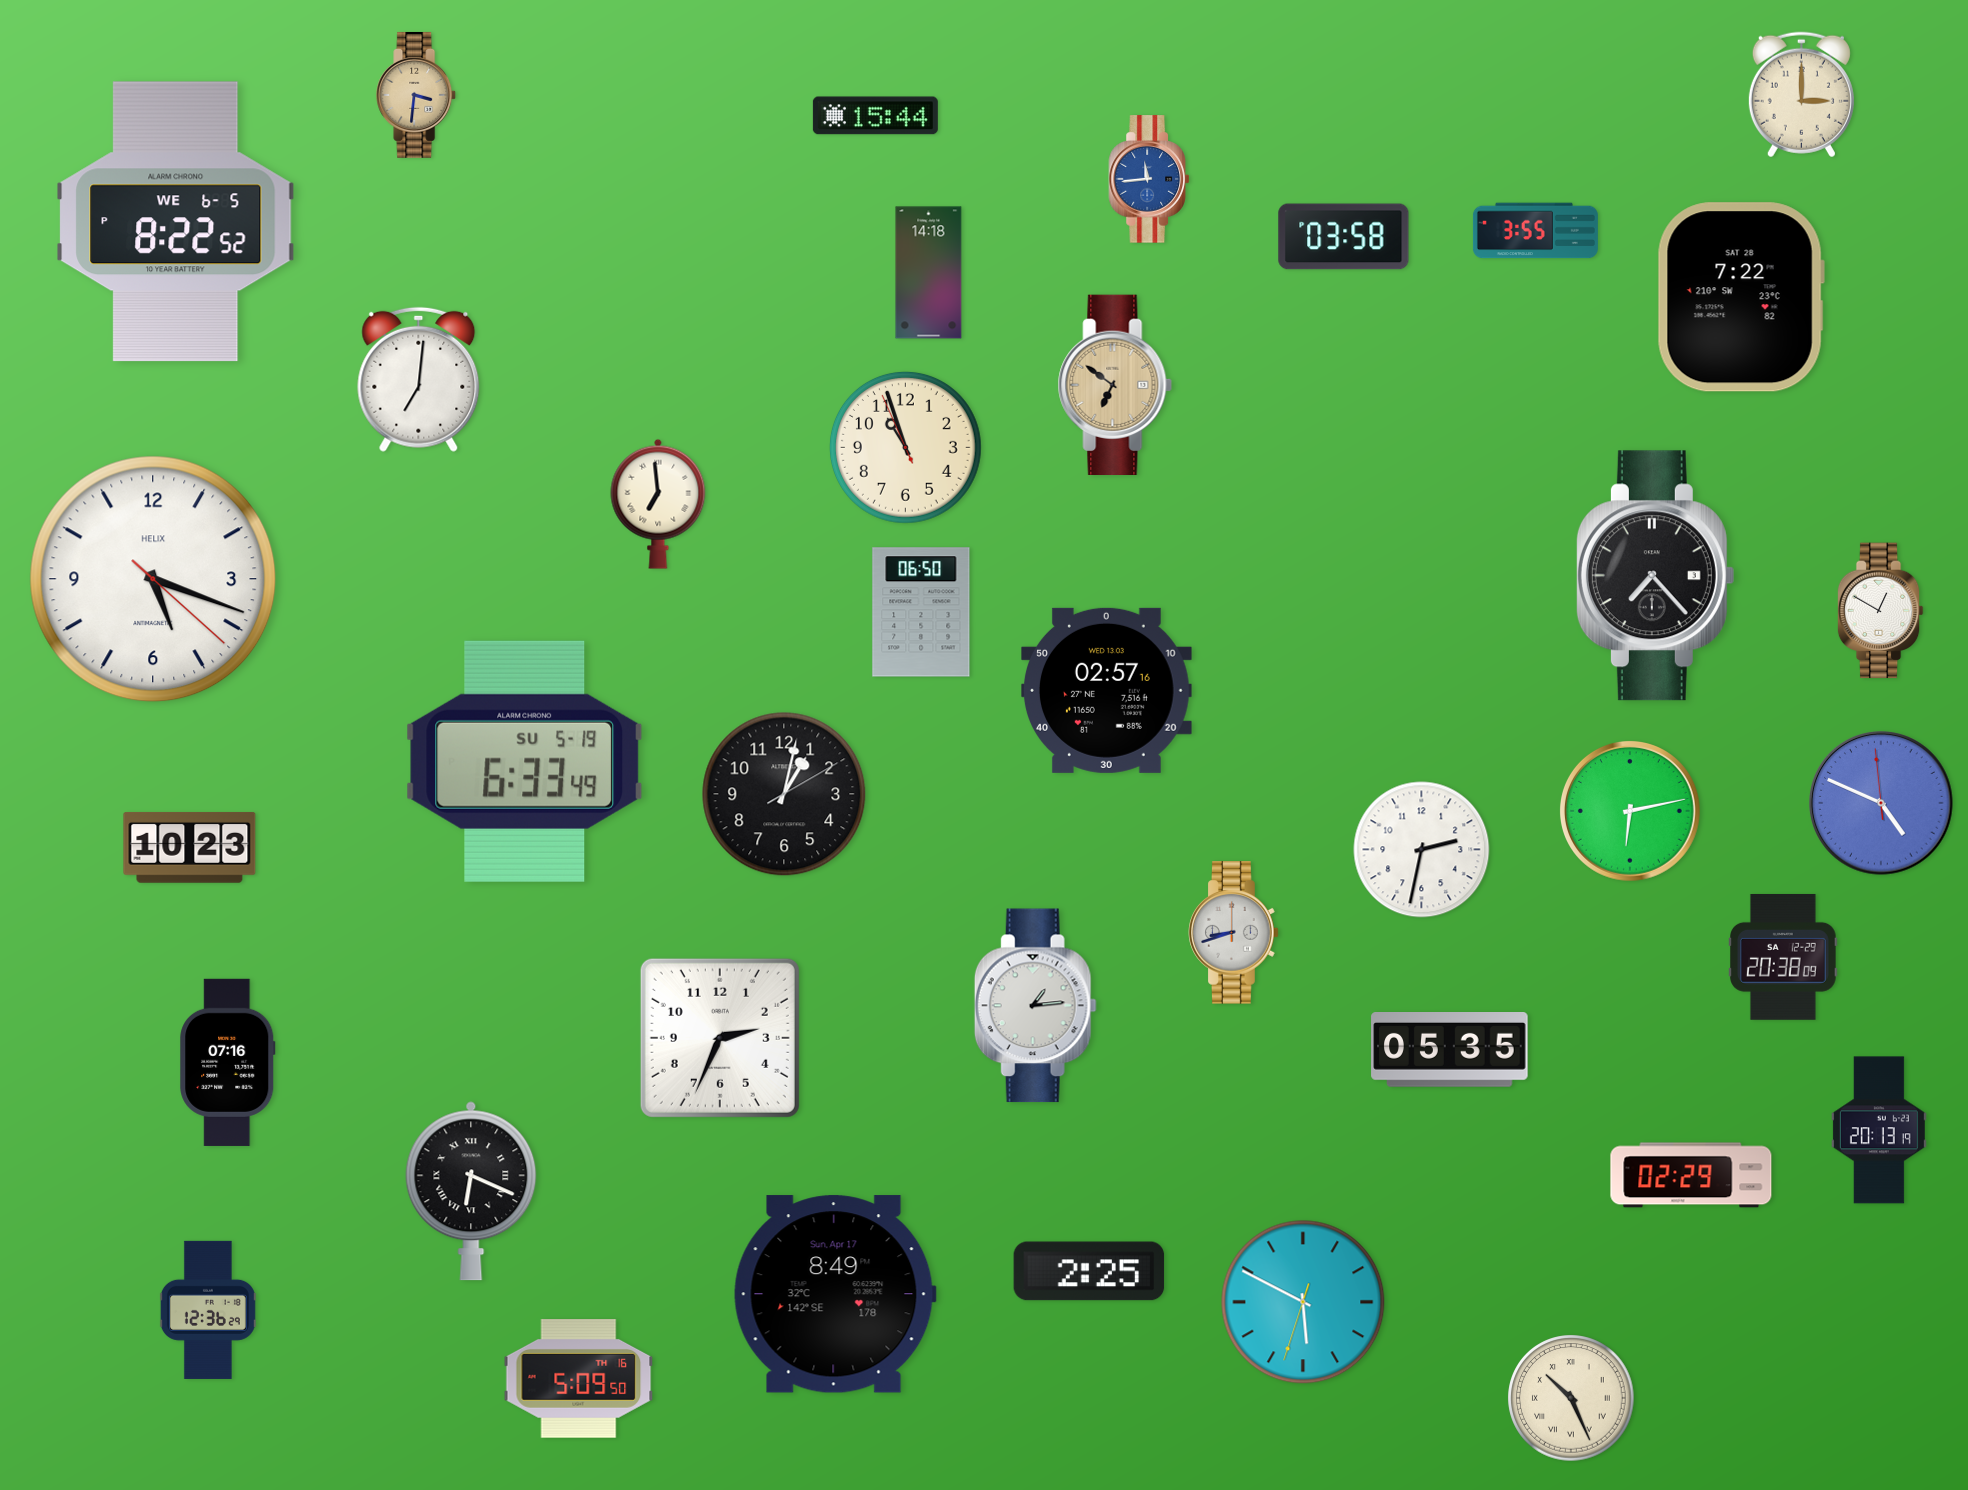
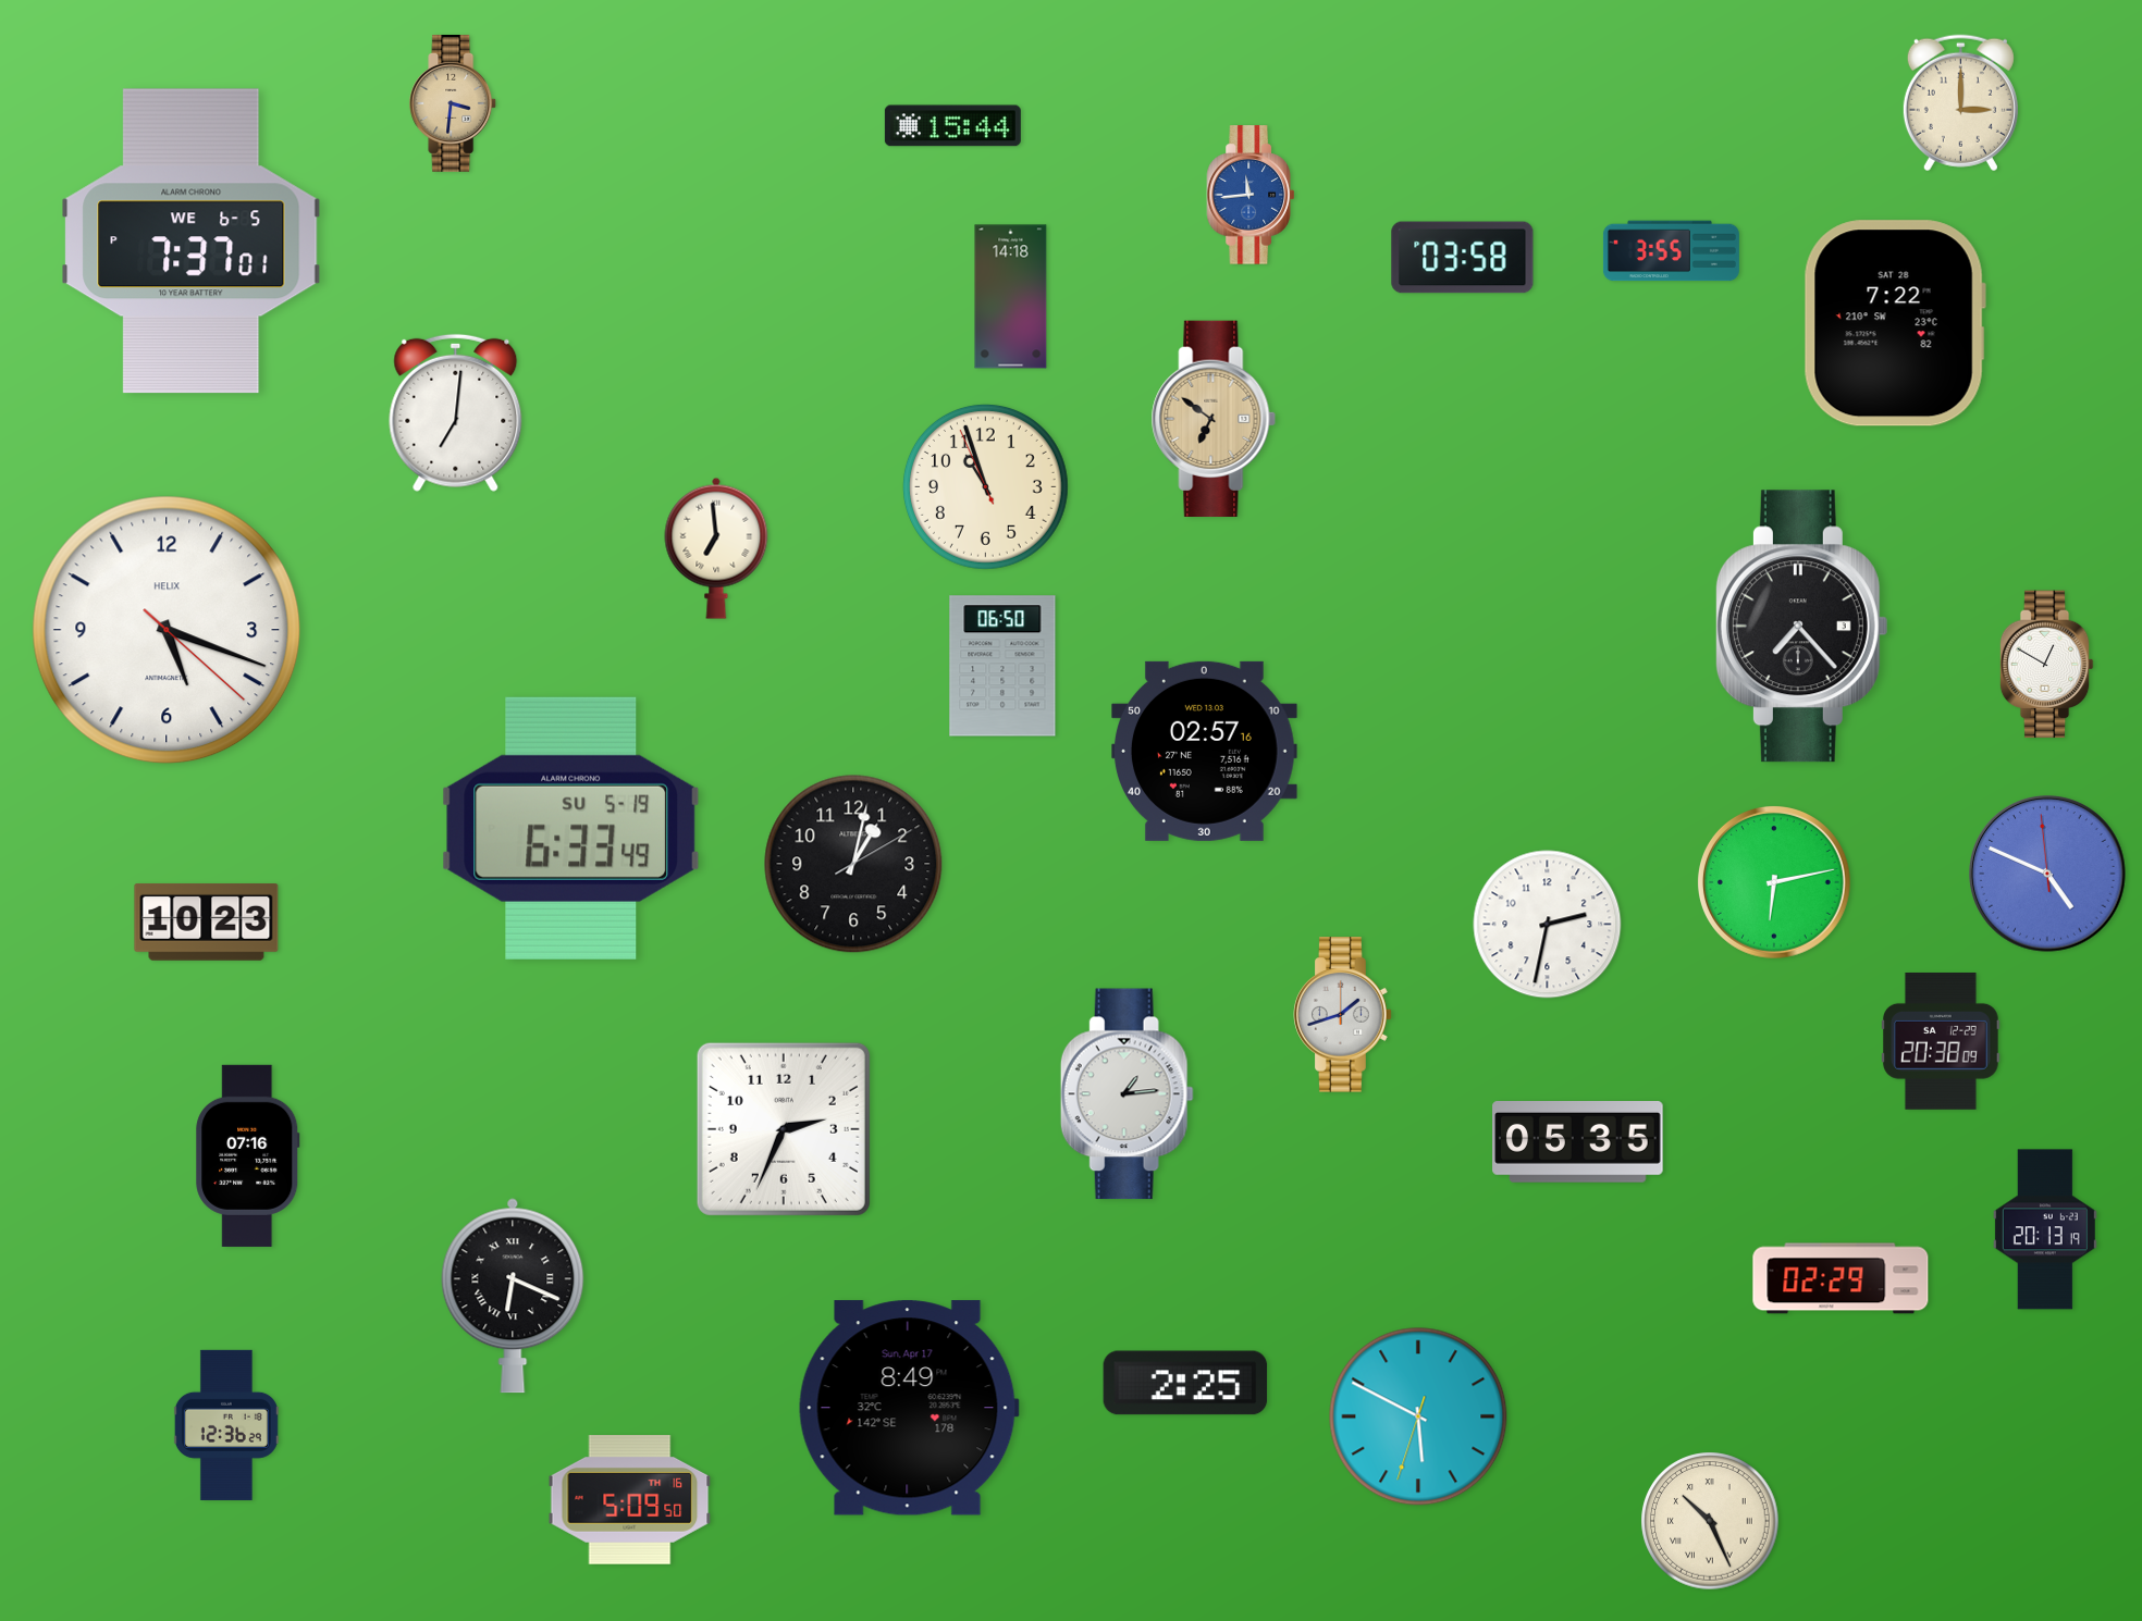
clock at (176, 222): 8:22 -> 7:37
clock at (1234, 933): 8:42 -> 1:42
